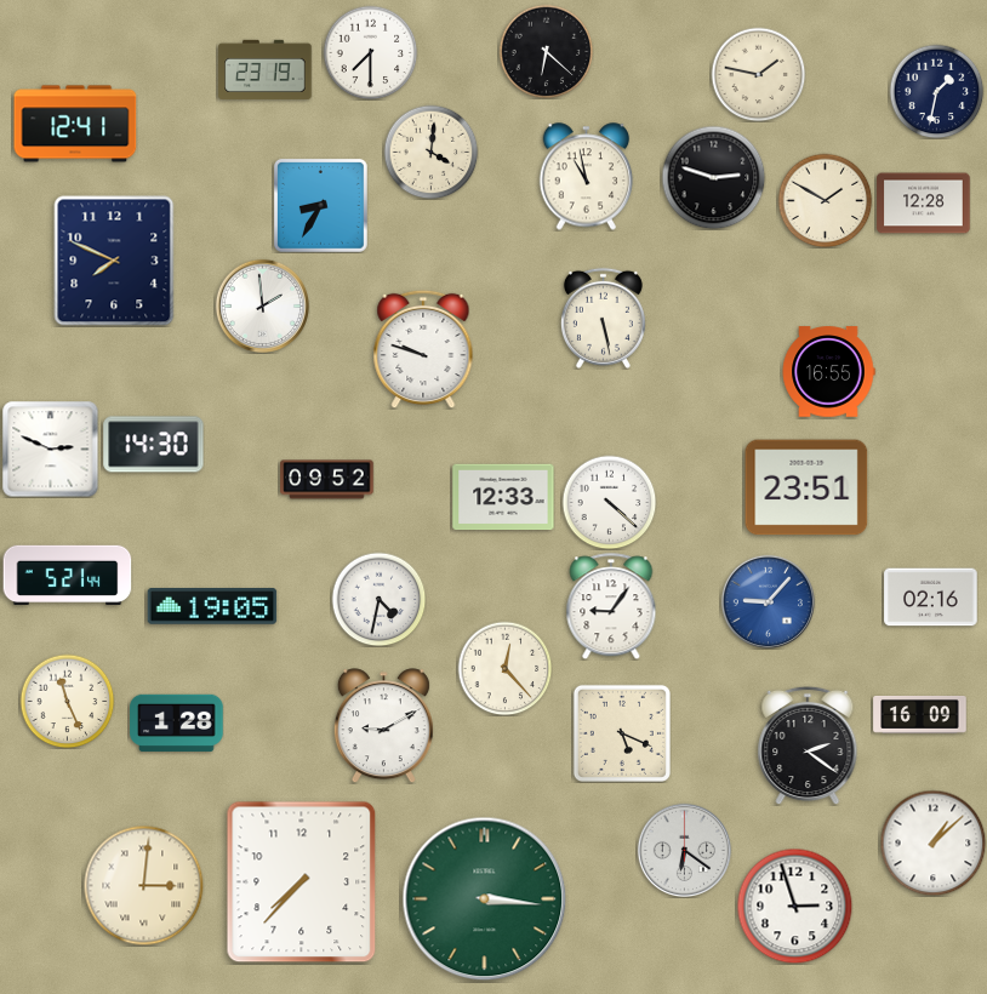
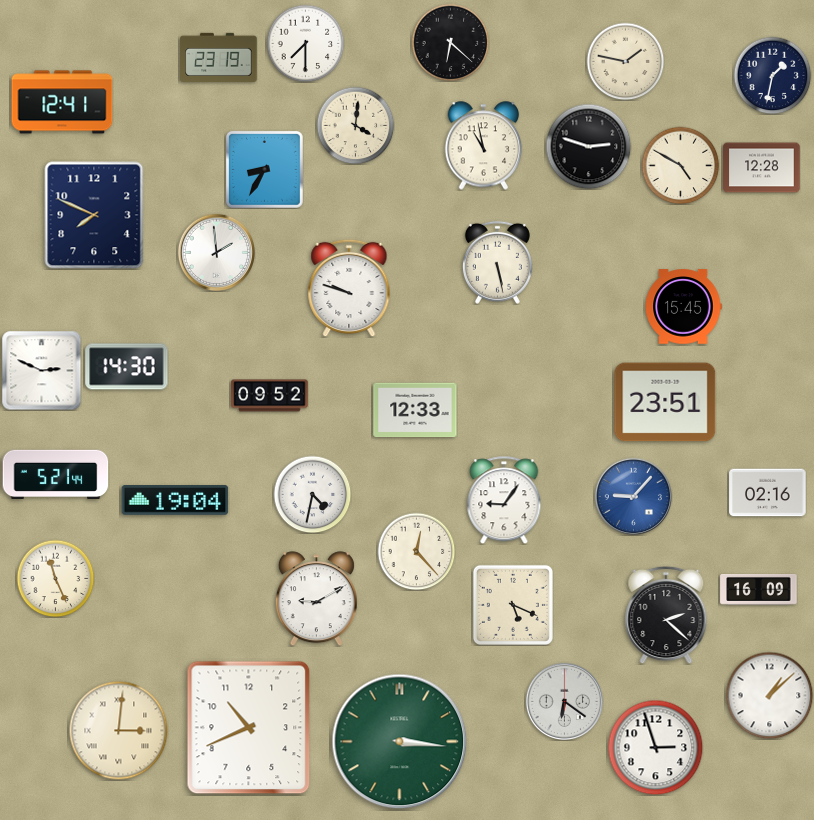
clock at (825, 200): 1:50 -> 4:50
clock at (828, 372): 16:55 -> 15:45
clock at (609, 502): 4:22 -> none
clock at (212, 607): 19:05 -> 19:04
clock at (177, 722): 1:28 -> none
clock at (808, 745): 2:21 -> 2:22
clock at (302, 882): 7:37 -> 10:41
